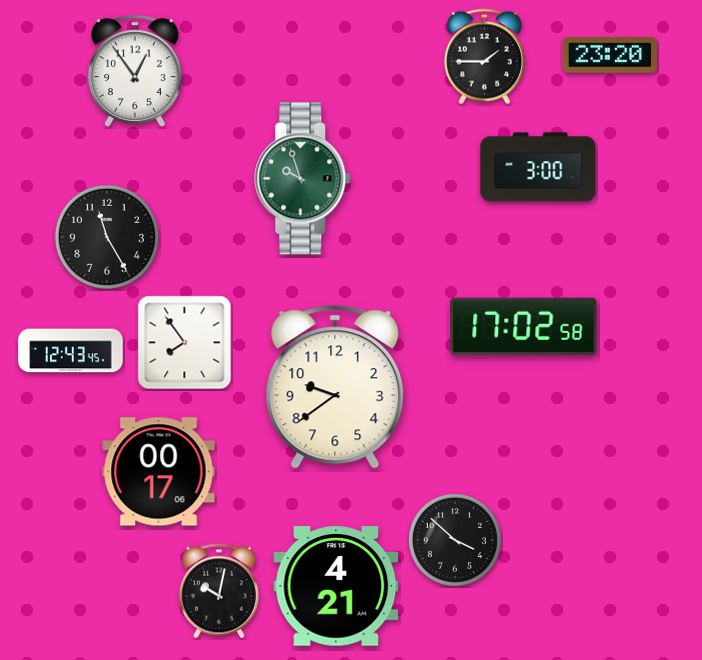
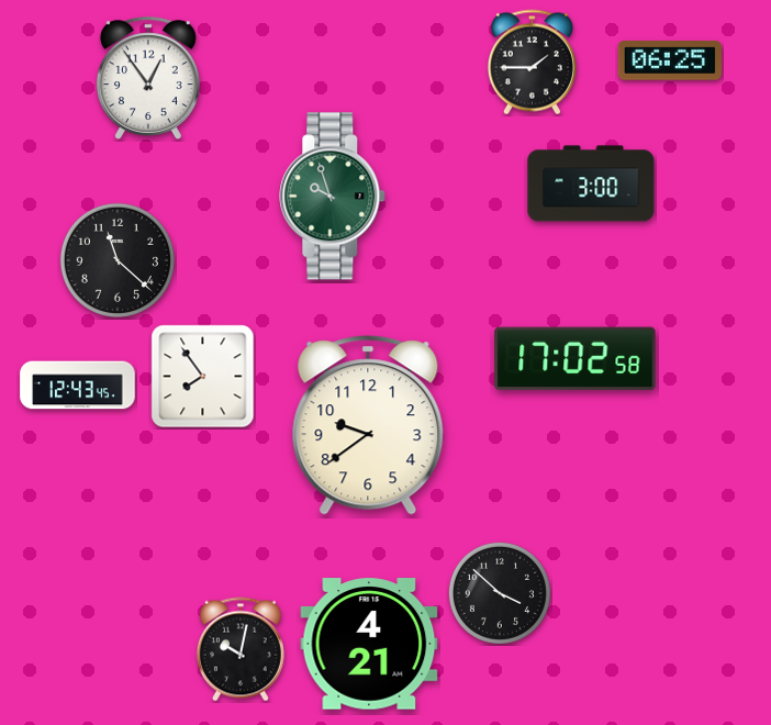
clock at (610, 56): 23:20 -> 06:25
clock at (107, 237): 11:25 -> 11:22
clock at (159, 472): 00:17 -> none
